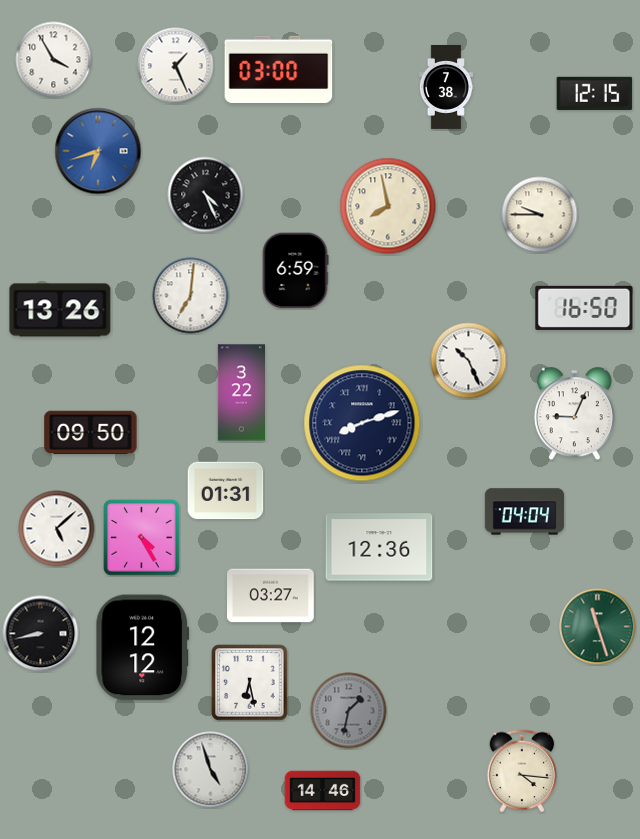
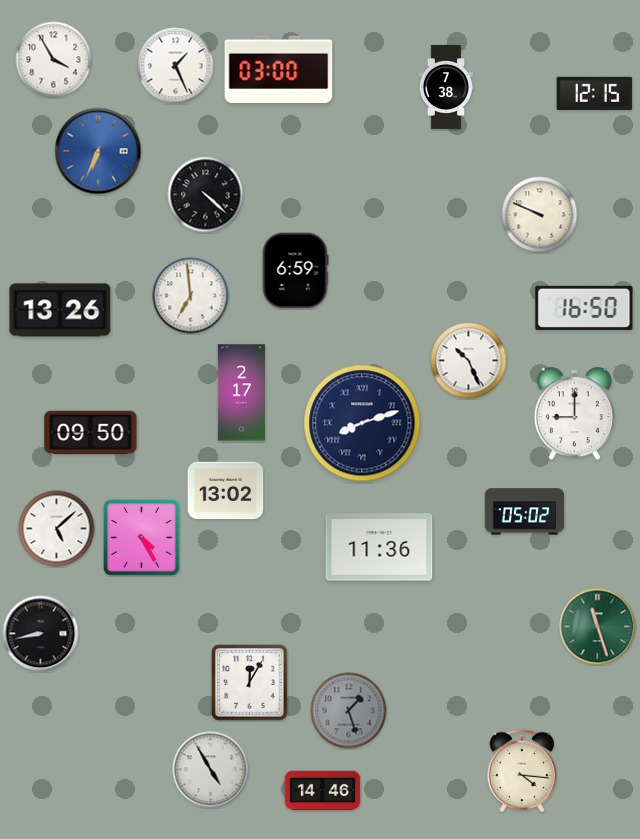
clock at (98, 151): 6:42 -> 6:34
clock at (206, 195): 4:26 -> 4:22
clock at (388, 206): 7:58 -> none
clock at (540, 215): 9:45 -> 9:49
clock at (191, 296): 7:01 -> 6:59
clock at (241, 393): 3:22 -> 2:17
clock at (574, 414): 9:04 -> 9:00
clock at (226, 491): 01:31 -> 13:02
clock at (525, 512): 04:04 -> 05:02
clock at (379, 547): 12:36 -> 11:36
clock at (271, 596): 03:27 -> none
clock at (143, 648): 12:12 -> none
clock at (250, 683): 6:28 -> 12:05
clock at (349, 711): 1:32 -> 1:27
clock at (211, 770): 4:57 -> 4:55
